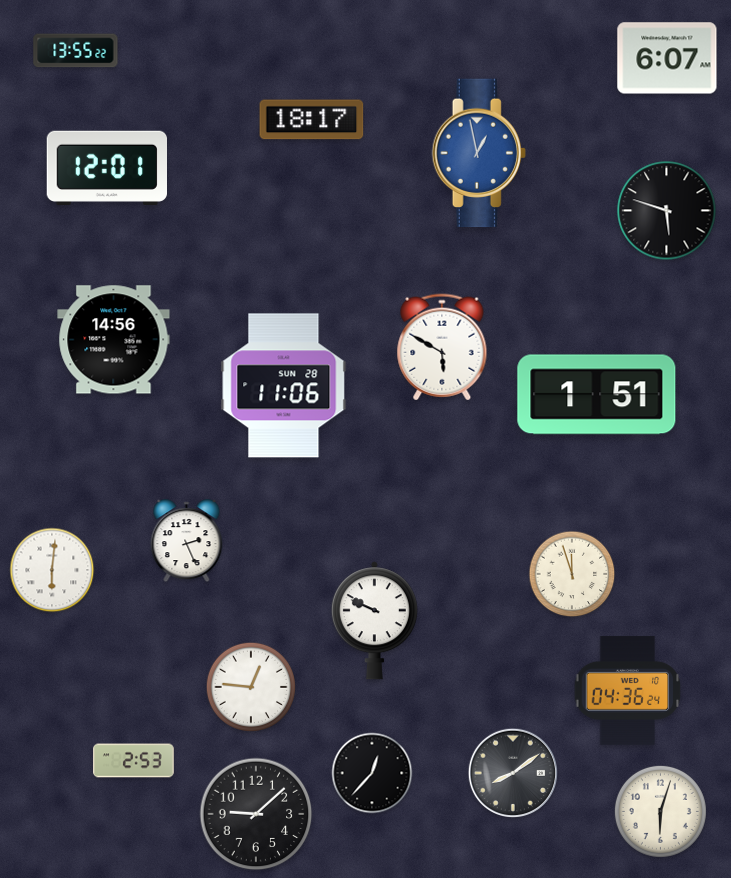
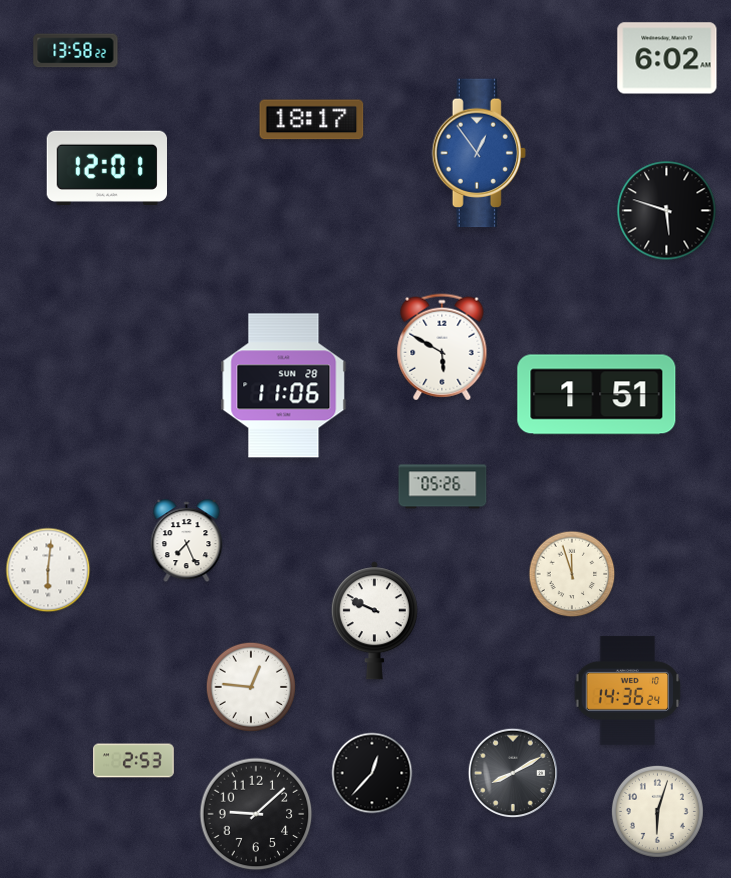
clock at (76, 51): 13:55 -> 13:58
clock at (667, 58): 6:07 -> 6:02
clock at (479, 153): 12:58 -> 12:54
clock at (114, 340): 14:56 -> none
clock at (443, 487): none -> 05:26
clock at (187, 541): 2:26 -> 7:26
clock at (52, 570) position: (52, 570) -> (48, 570)
clock at (628, 690): 04:36 -> 14:36
clock at (512, 772): 8:09 -> 8:10
clock at (660, 811) position: (660, 811) -> (657, 811)
